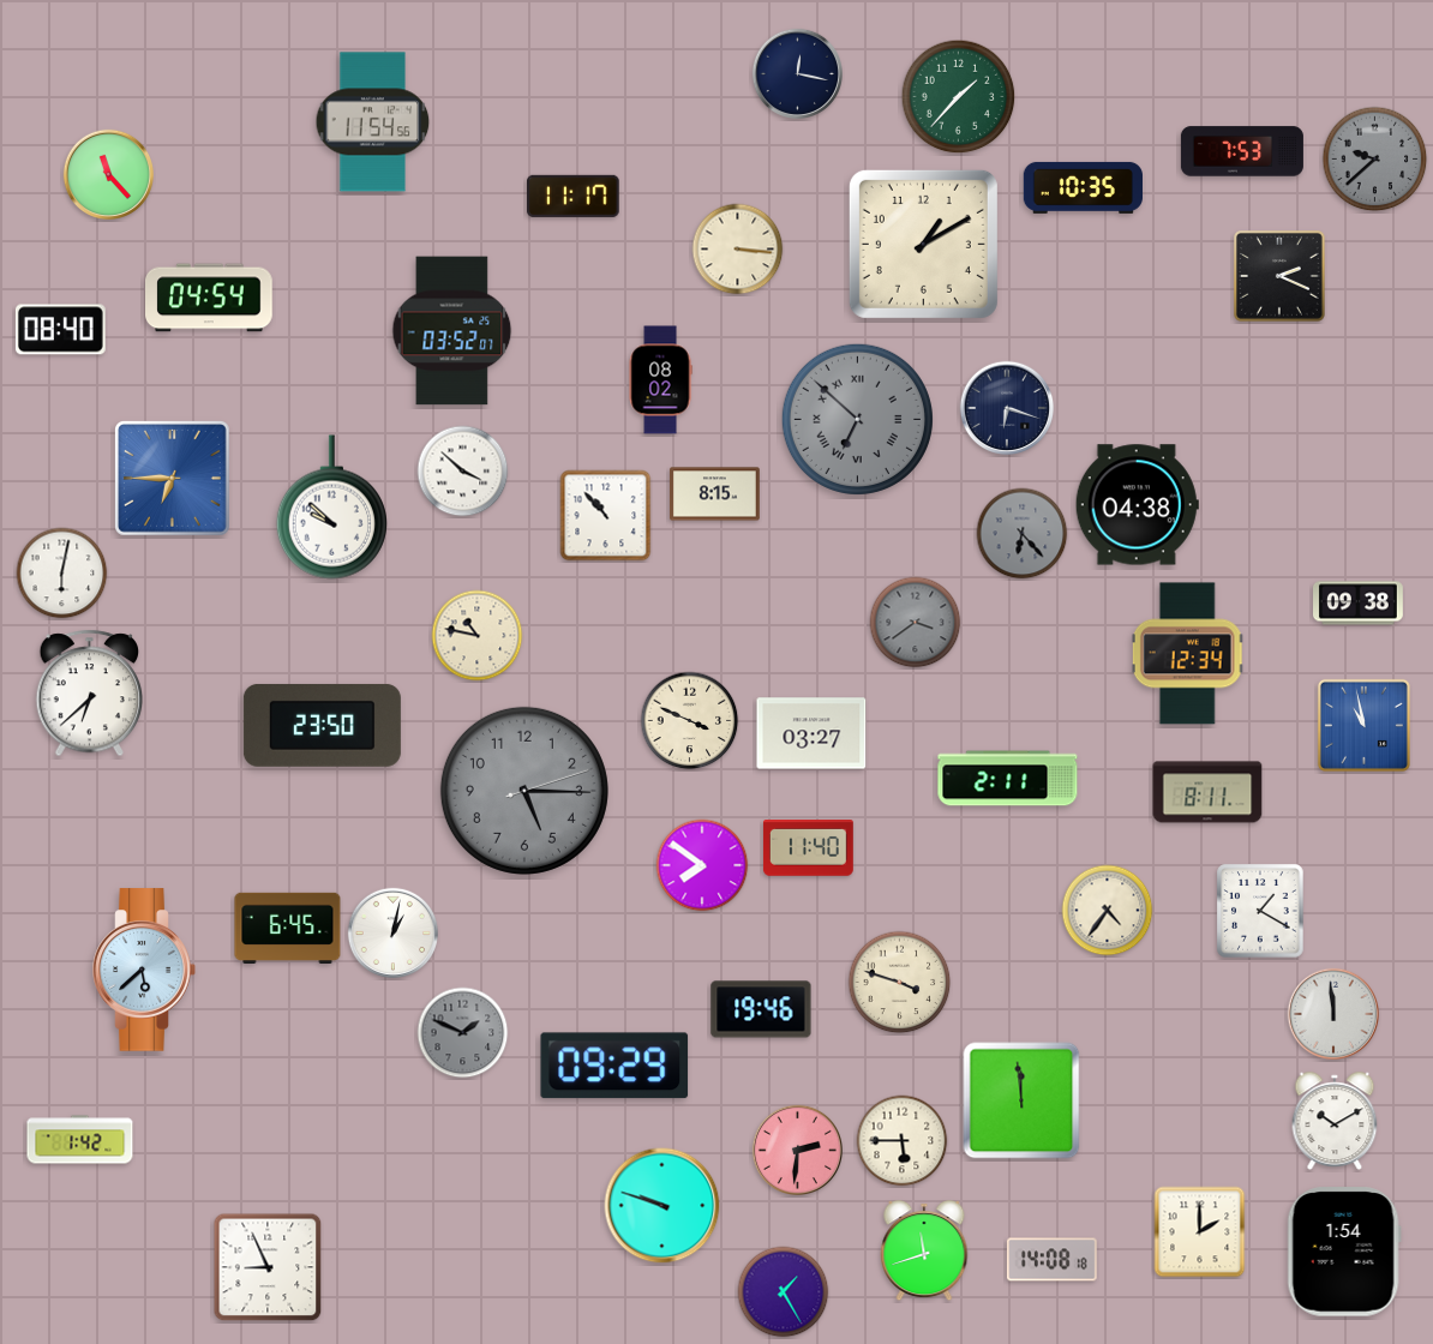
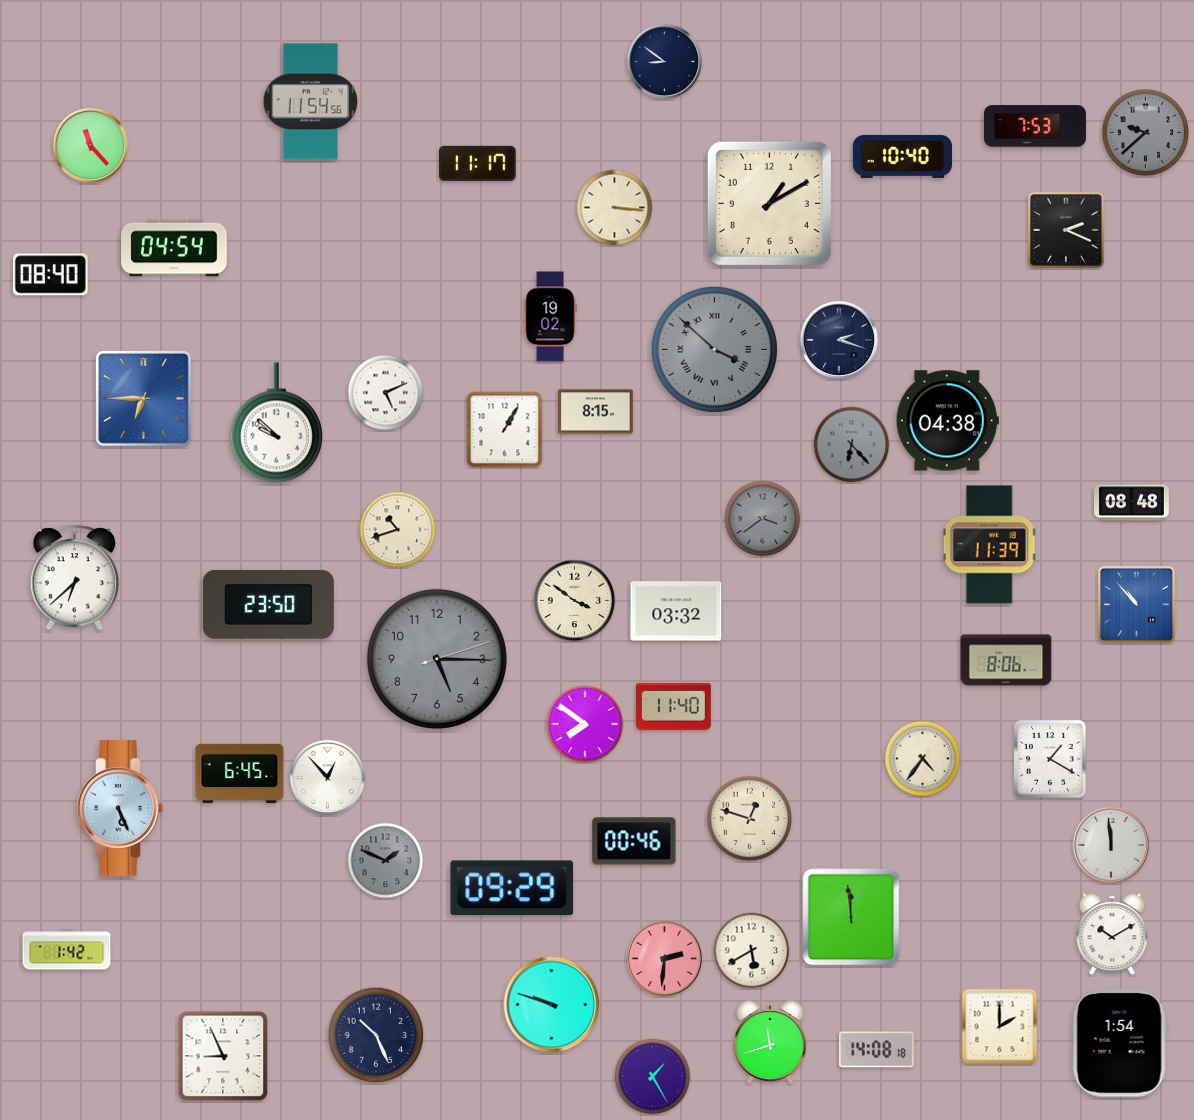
clock at (797, 73): 12:17 -> 8:51
clock at (959, 97): 1:37 -> none
clock at (1083, 187): 10:35 -> 10:40
clock at (452, 331): 03:52 -> none
clock at (660, 380): 08:02 -> 19:02
clock at (1007, 408): 6:18 -> 2:18
clock at (857, 419): 6:52 -> 3:52
clock at (463, 472): 3:52 -> 5:11
clock at (606, 516): 10:53 -> 1:05
clock at (62, 574): 6:02 -> none
clock at (1359, 604): 09:38 -> 08:48
clock at (478, 636): 10:47 -> 10:42
clock at (1188, 654): 12:34 -> 11:39
clock at (690, 721): 3:49 -> 3:51
clock at (1363, 725): 10:58 -> 10:53
clock at (811, 733): 03:27 -> 03:32
clock at (1008, 779): 2:11 -> none
clock at (1207, 792): 8:11 -> 8:06
clock at (702, 865) position: (702, 865) -> (585, 724)
clock at (392, 932): 1:02 -> 12:53
clock at (144, 970): 5:38 -> 5:26
clock at (900, 983): 3:48 -> 12:48
clock at (761, 1009): 19:46 -> 00:46
clock at (903, 1141): 5:45 -> 5:40
clock at (376, 1035): none -> 10:26
